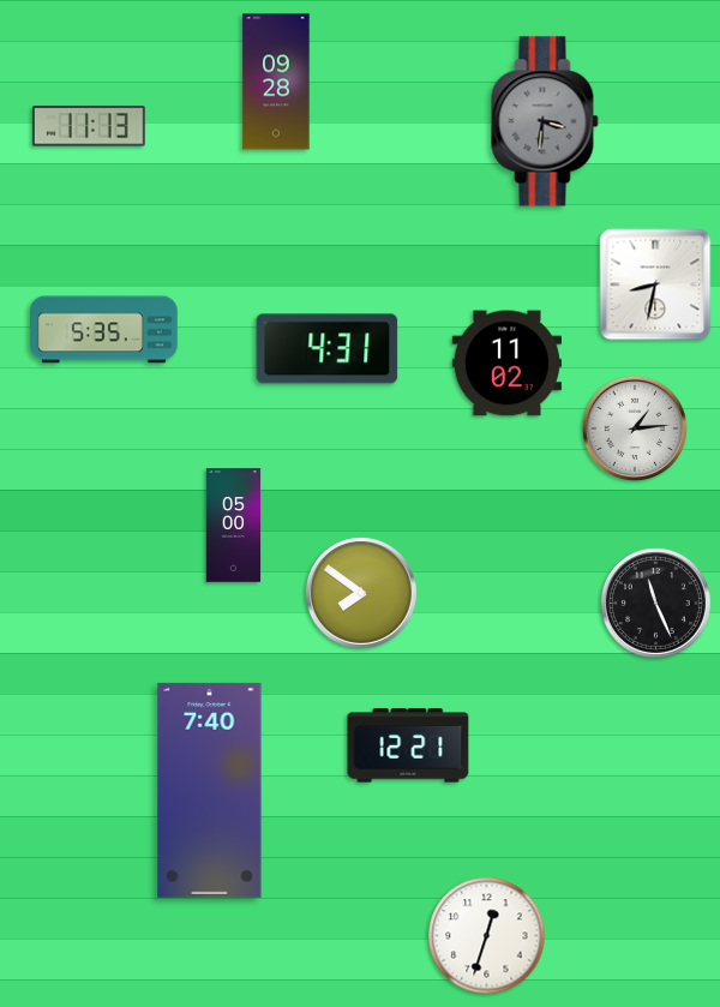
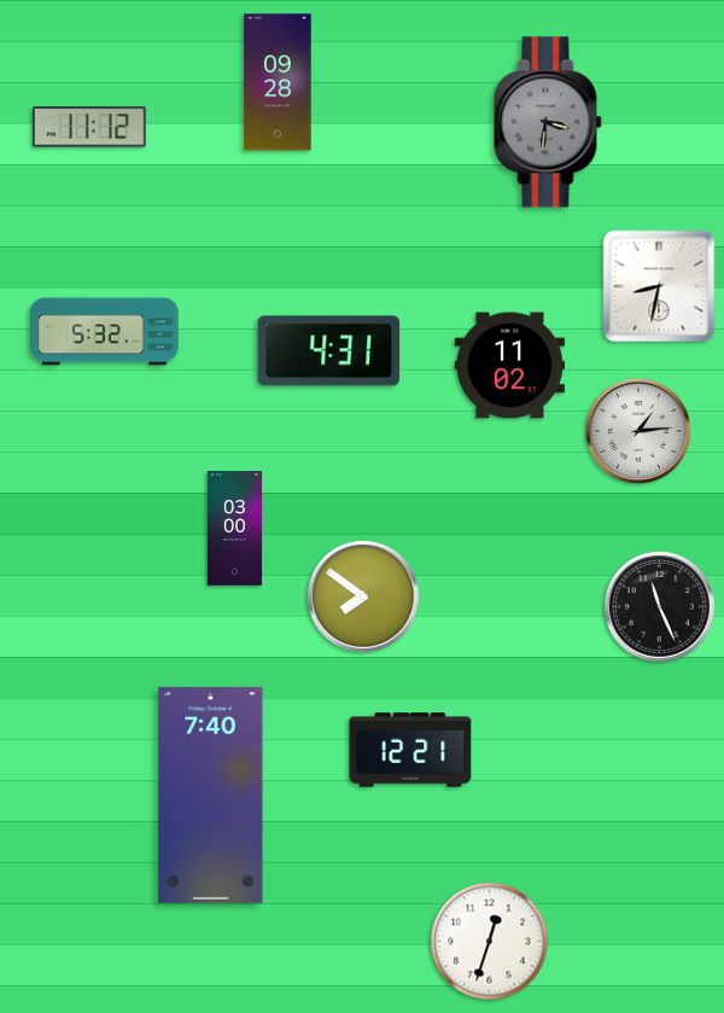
clock at (89, 126): 11:13 -> 11:12
clock at (104, 330): 5:35 -> 5:32
clock at (234, 526): 05:00 -> 03:00
